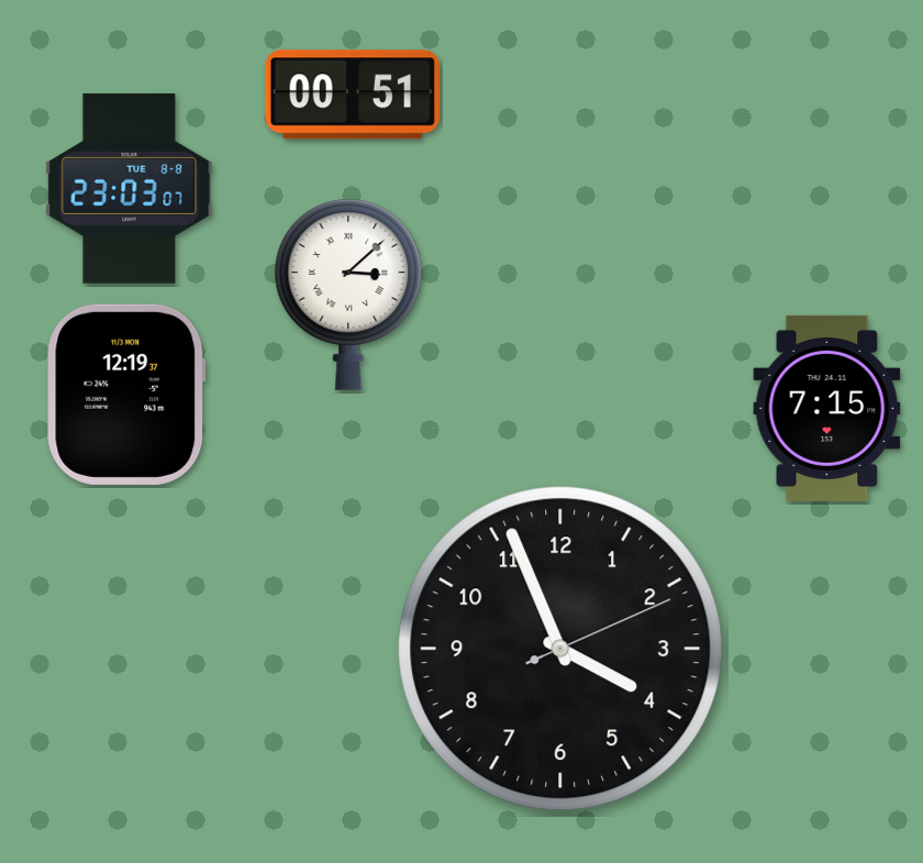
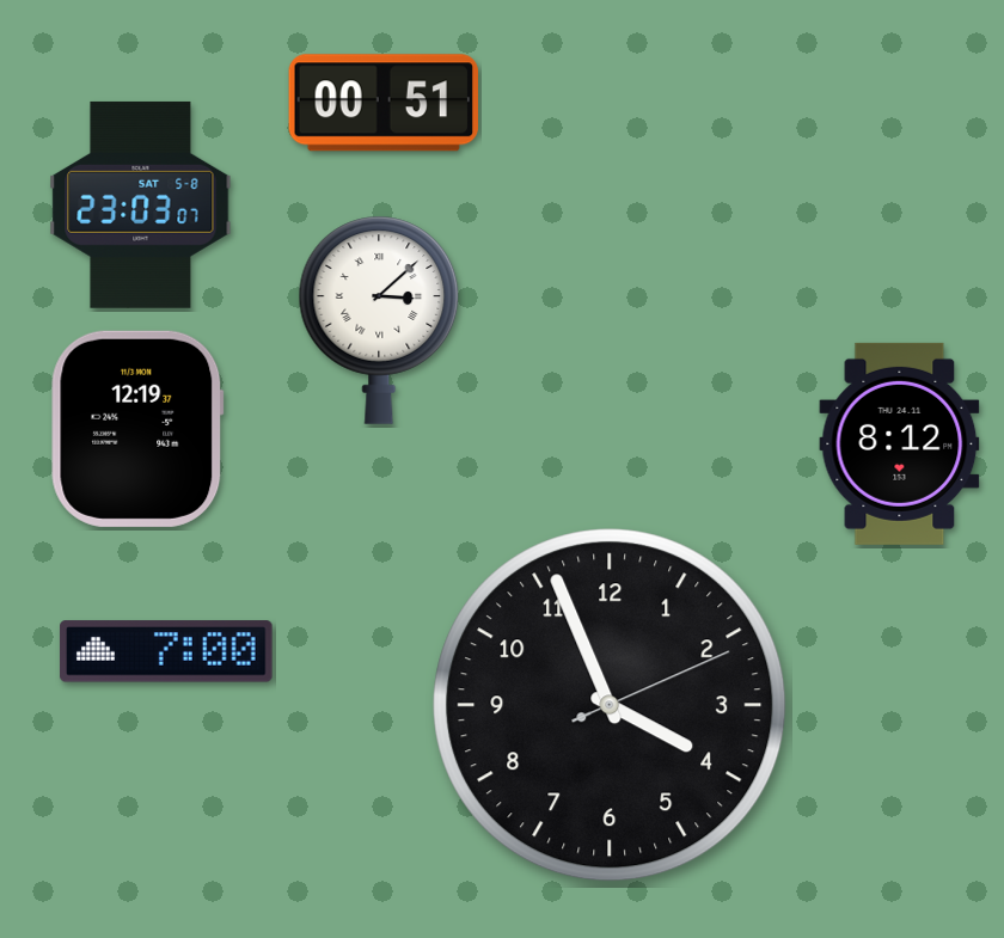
clock at (130, 188) date: TUE 8-8 -> SAT 5-8
clock at (827, 408): 7:15 -> 8:12
clock at (166, 651): none -> 7:00
